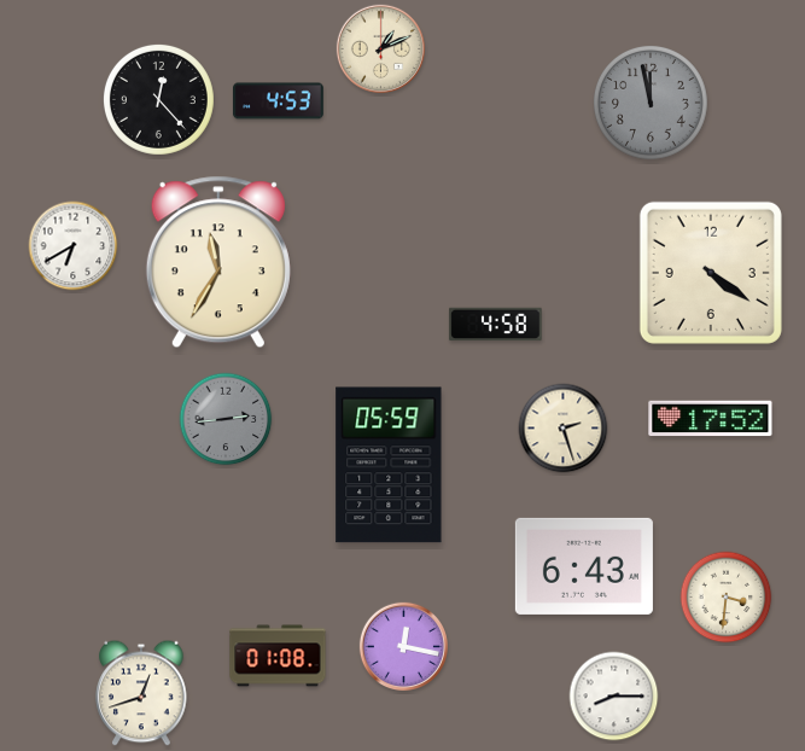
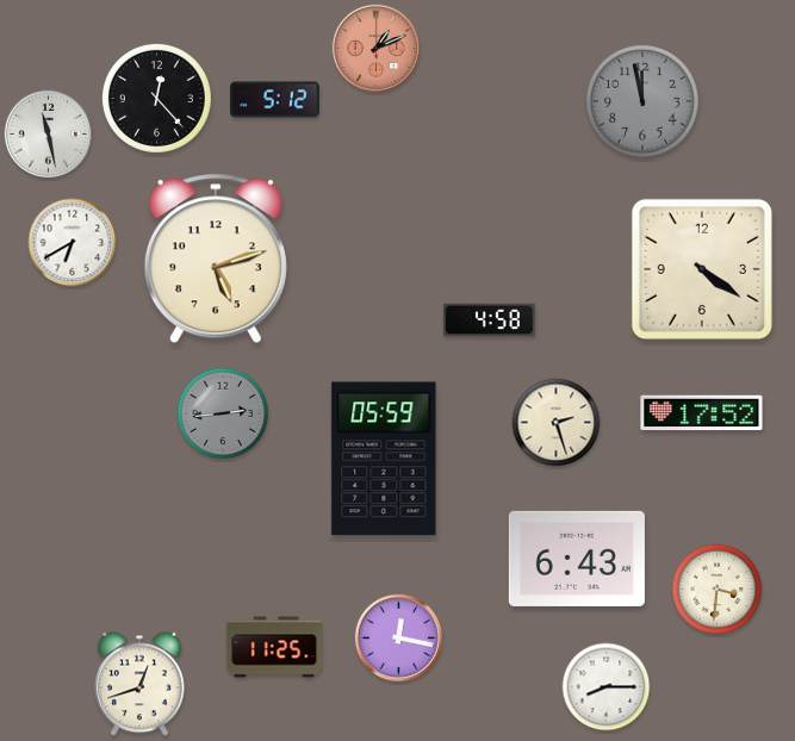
clock at (380, 48) dial: cream -> salmon
clock at (279, 101): 4:53 -> 5:12
clock at (48, 133): none -> 11:28
clock at (218, 262): 11:35 -> 5:12
clock at (278, 656): 01:08 -> 11:25
